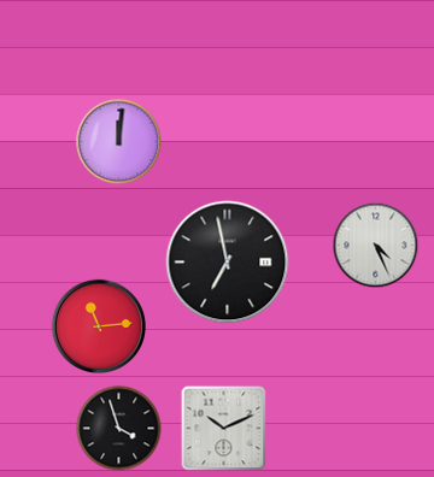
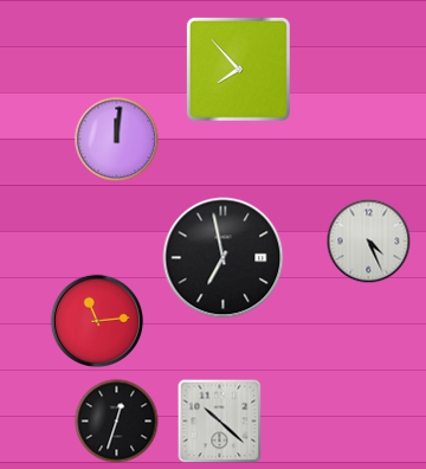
clock at (238, 69): none -> 7:53
clock at (119, 429): 3:57 -> 12:33
clock at (224, 429): 10:11 -> 10:22
